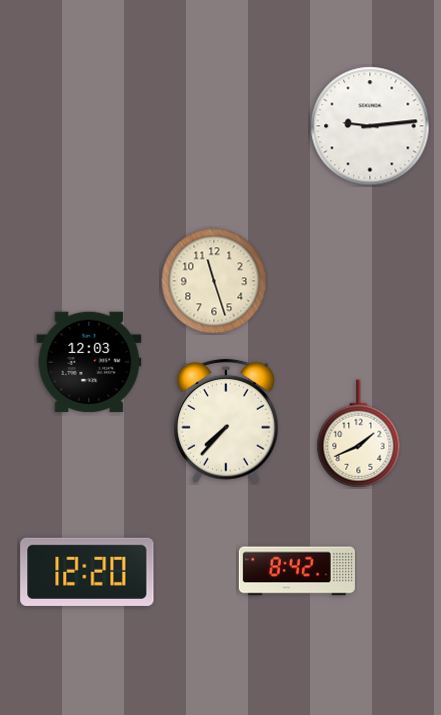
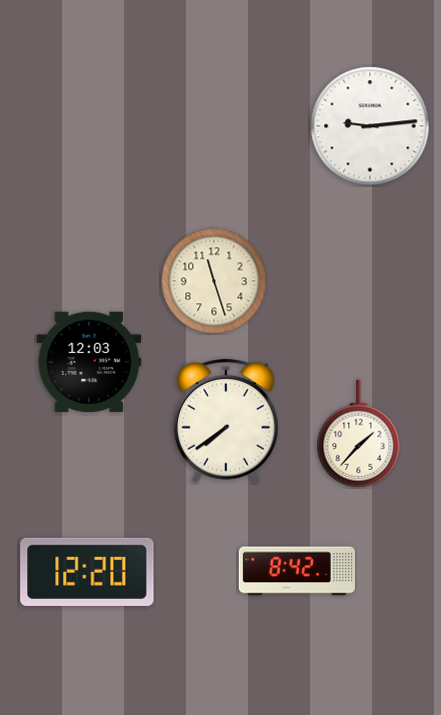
clock at (226, 421): 7:37 -> 7:39
clock at (359, 434): 1:41 -> 1:37
